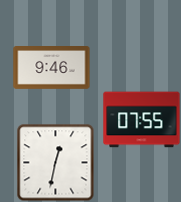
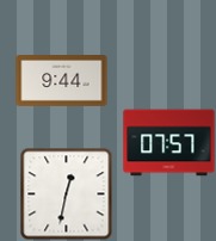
clock at (52, 68): 9:46 -> 9:44
clock at (142, 120): 07:55 -> 07:57
